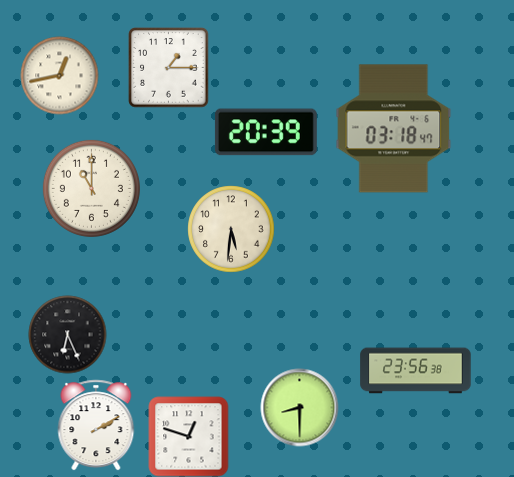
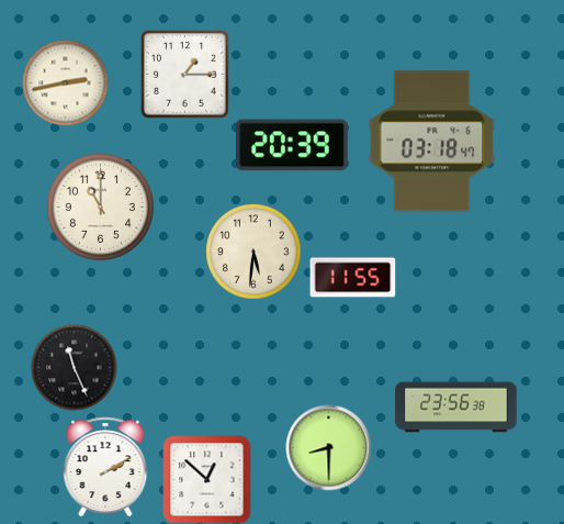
clock at (59, 75): 12:43 -> 2:43
clock at (352, 278): none -> 11:55
clock at (67, 334): 6:26 -> 11:26
clock at (188, 436): 12:48 -> 12:52
